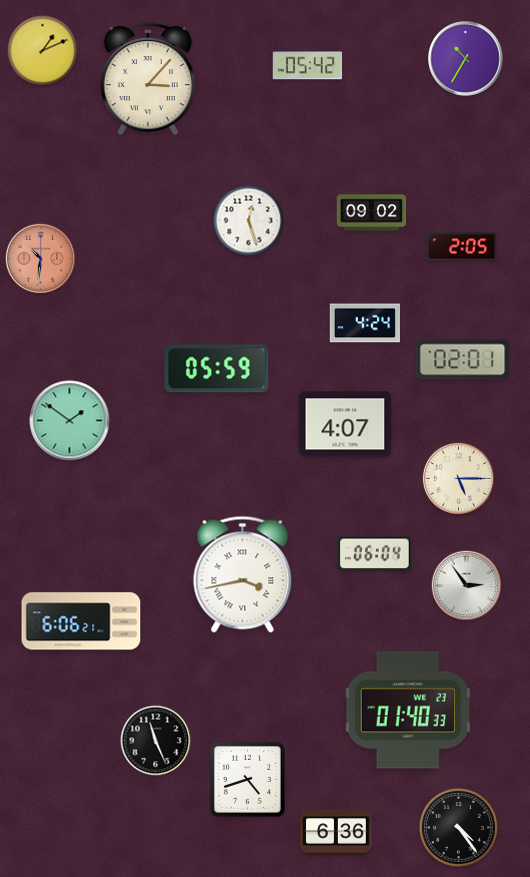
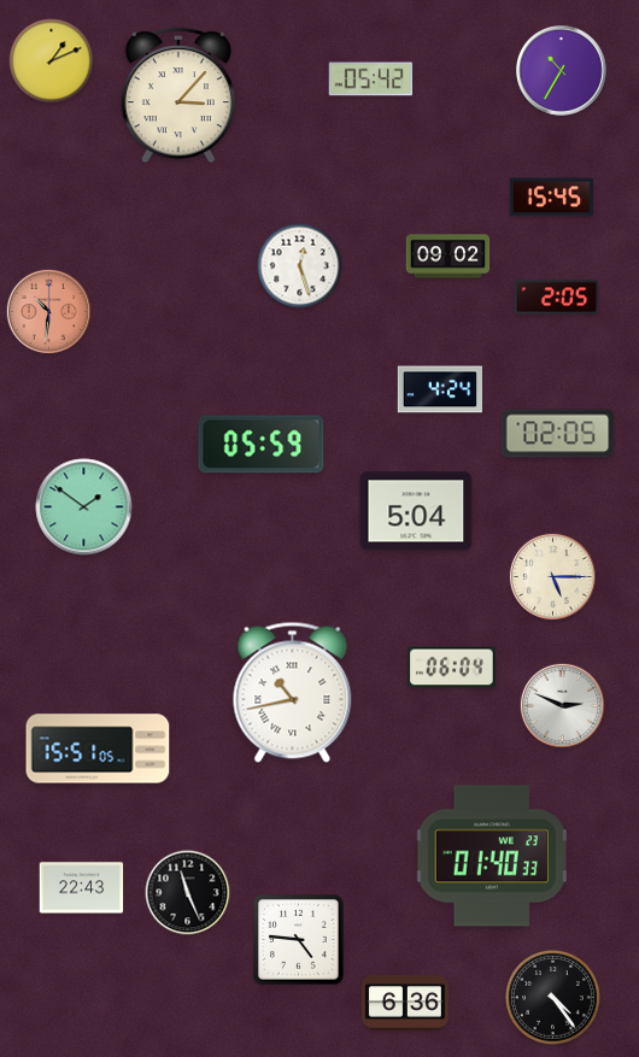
clock at (552, 198): none -> 15:45
clock at (463, 360): 02:01 -> 02:05
clock at (345, 424): 4:07 -> 5:04
clock at (243, 574): 3:43 -> 10:43
clock at (466, 585): 2:54 -> 2:49
clock at (81, 621): 6:06 -> 15:51
clock at (82, 888): none -> 22:43
clock at (247, 779): 4:42 -> 4:46
